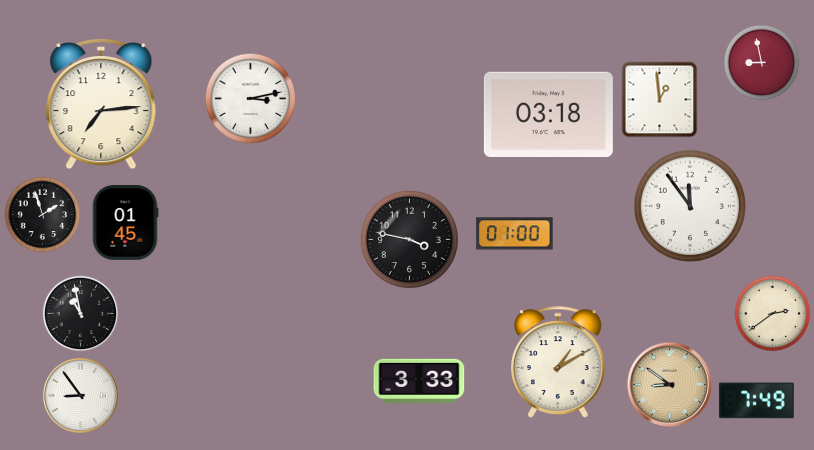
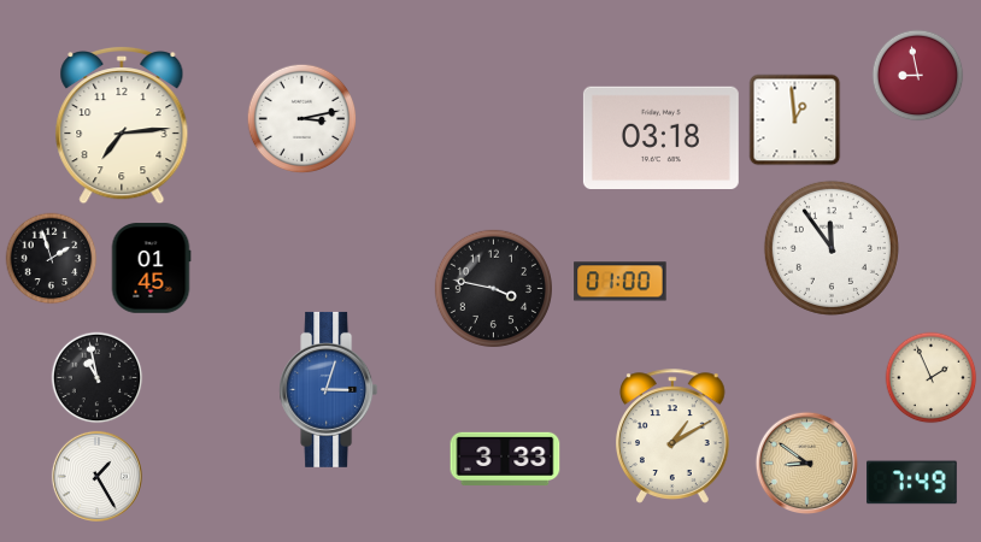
clock at (773, 314): 2:39 -> 1:56
clock at (329, 389): none -> 3:03
clock at (80, 395): 8:54 -> 1:25
